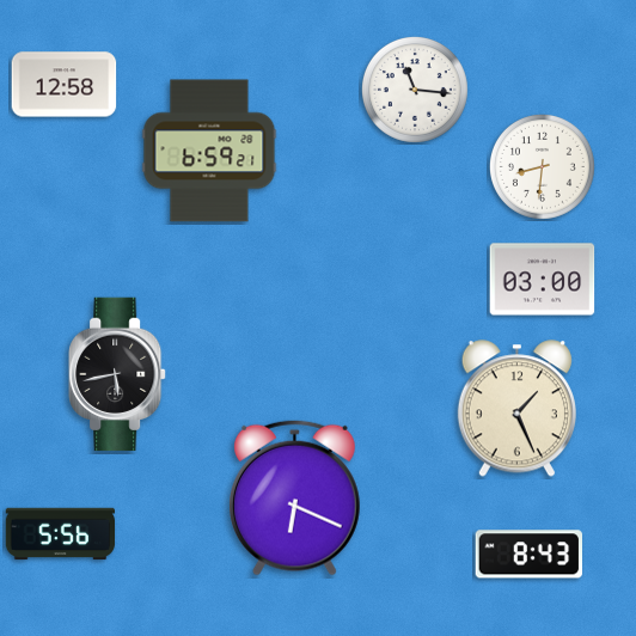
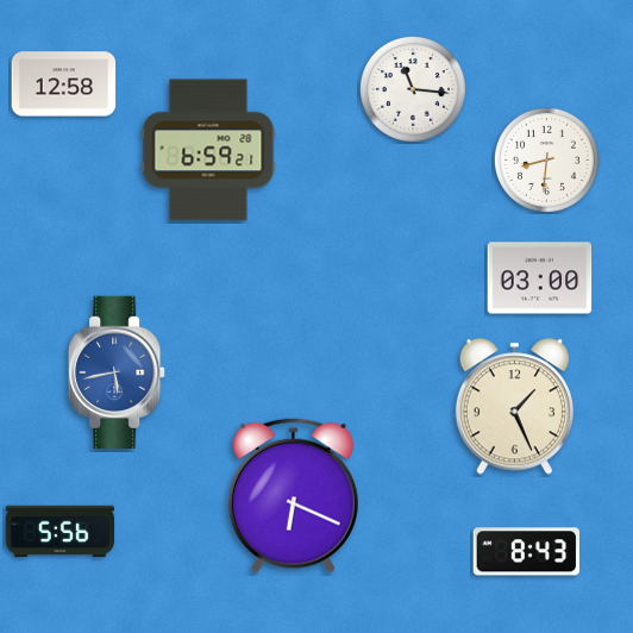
clock at (542, 166) position: (542, 166) -> (546, 159)
clock at (117, 374) dial: black -> blue
